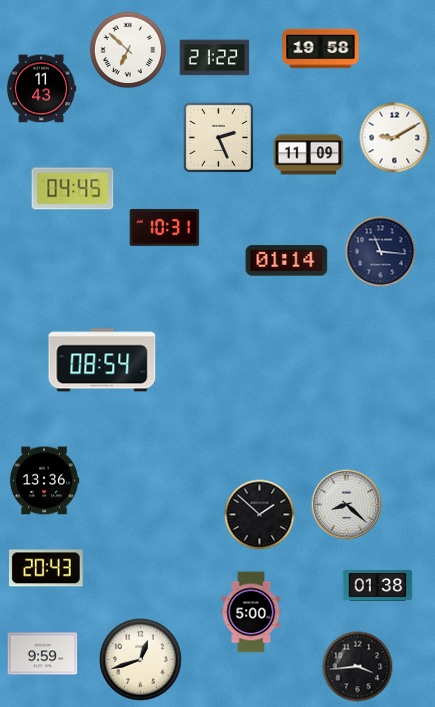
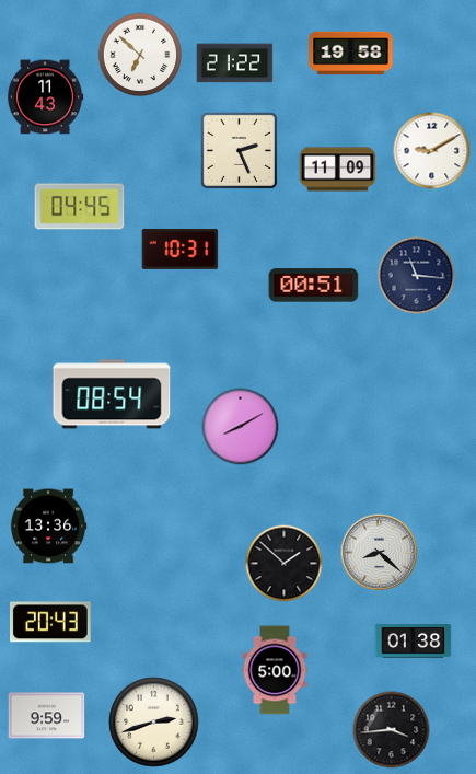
clock at (287, 261): 01:14 -> 00:51
clock at (241, 427): none -> 8:10
clock at (141, 660): 12:42 -> 2:42
